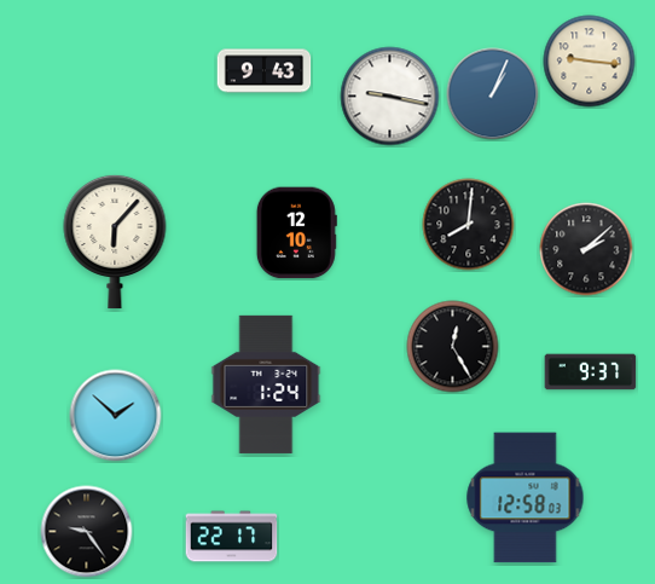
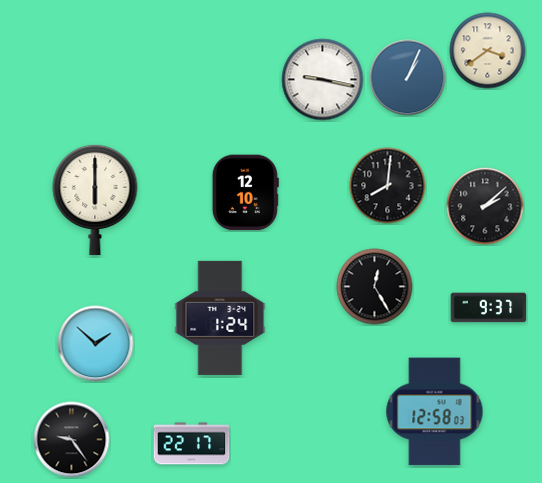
clock at (590, 62): 9:16 -> 3:39
clock at (265, 71): 9:43 -> none
clock at (115, 242): 6:07 -> 6:00
